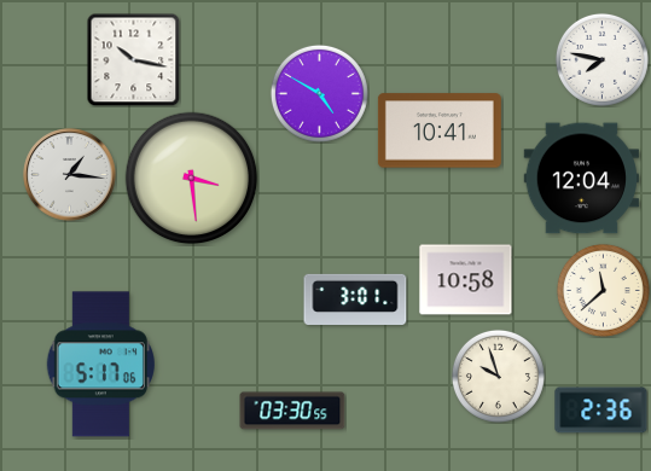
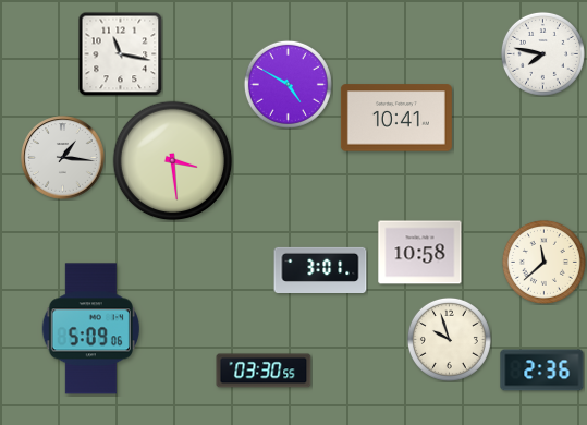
clock at (133, 59): 10:17 -> 11:17
clock at (582, 179): 12:04 -> none
clock at (100, 365): 5:17 -> 5:09
